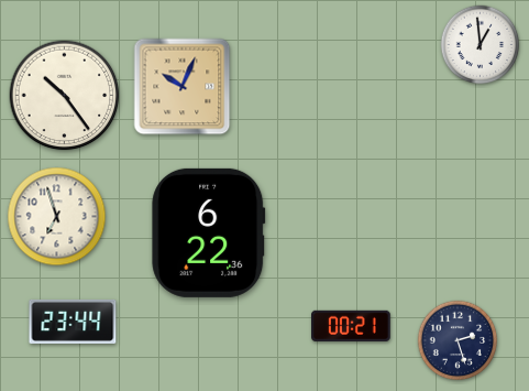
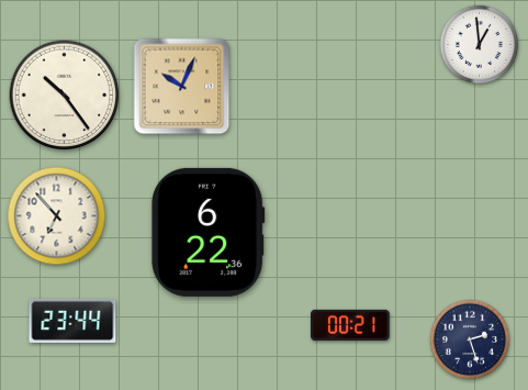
clock at (57, 217): 6:57 -> 6:53
clock at (458, 340) position: (458, 340) -> (470, 339)
